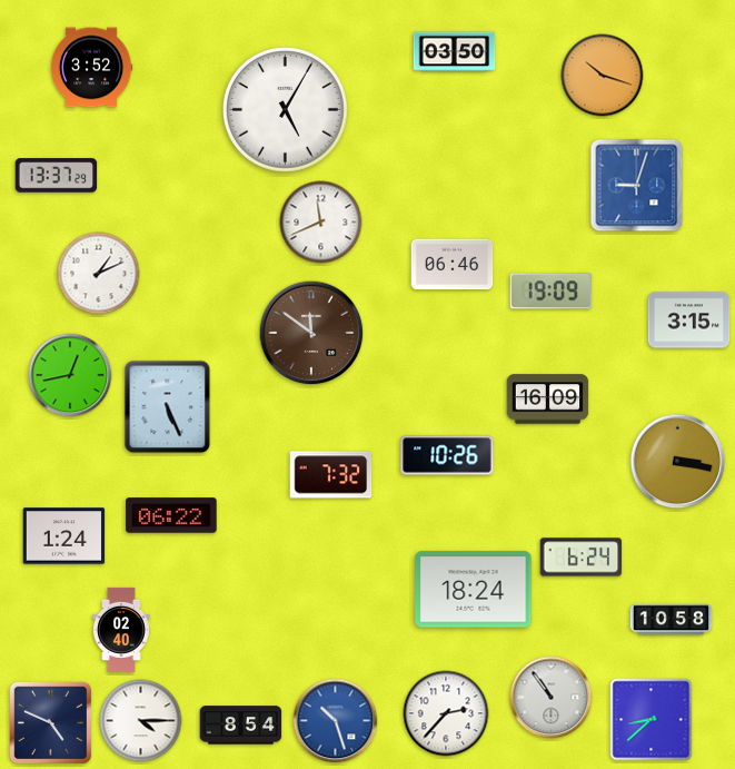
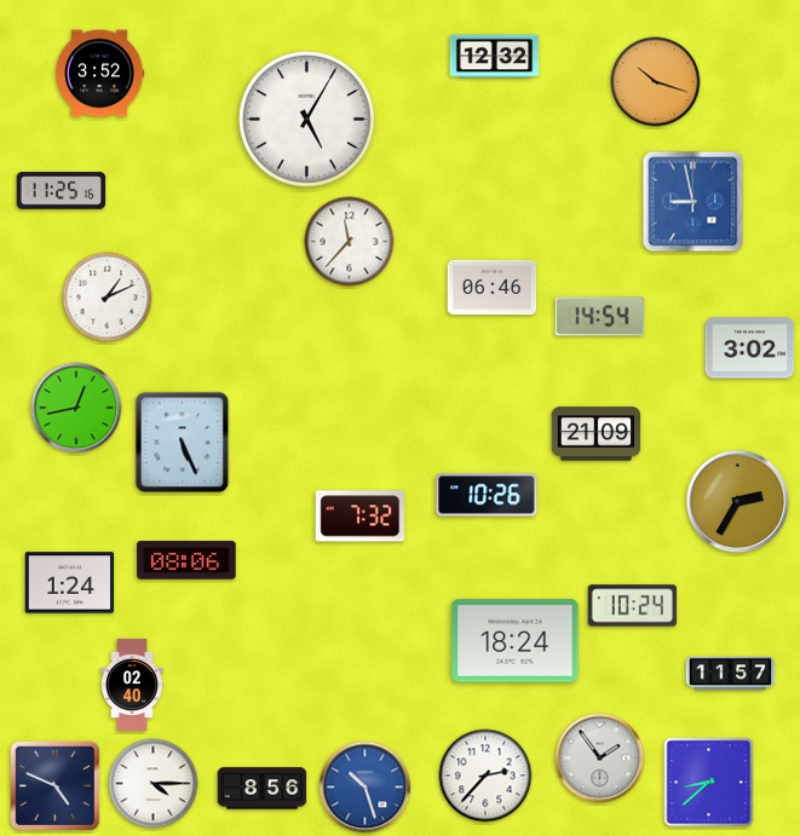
clock at (455, 52): 03:50 -> 12:32
clock at (286, 110) position: (286, 110) -> (307, 120)
clock at (57, 176): 13:37 -> 11:25
clock at (637, 186): 9:03 -> 8:58
clock at (321, 223): 11:41 -> 11:37
clock at (552, 292): 19:09 -> 14:54
clock at (689, 321): 3:15 -> 3:02
clock at (311, 333): 11:51 -> none
clock at (548, 400): 16:09 -> 21:09
clock at (678, 462): 3:17 -> 2:35
clock at (171, 515): 06:22 -> 08:06
clock at (582, 558): 6:24 -> 10:24
clock at (672, 620): 10:58 -> 11:57
clock at (552, 698): 10:54 -> 1:54
clock at (336, 721) position: (336, 721) -> (366, 788)
clock at (241, 726): 8:54 -> 8:56
